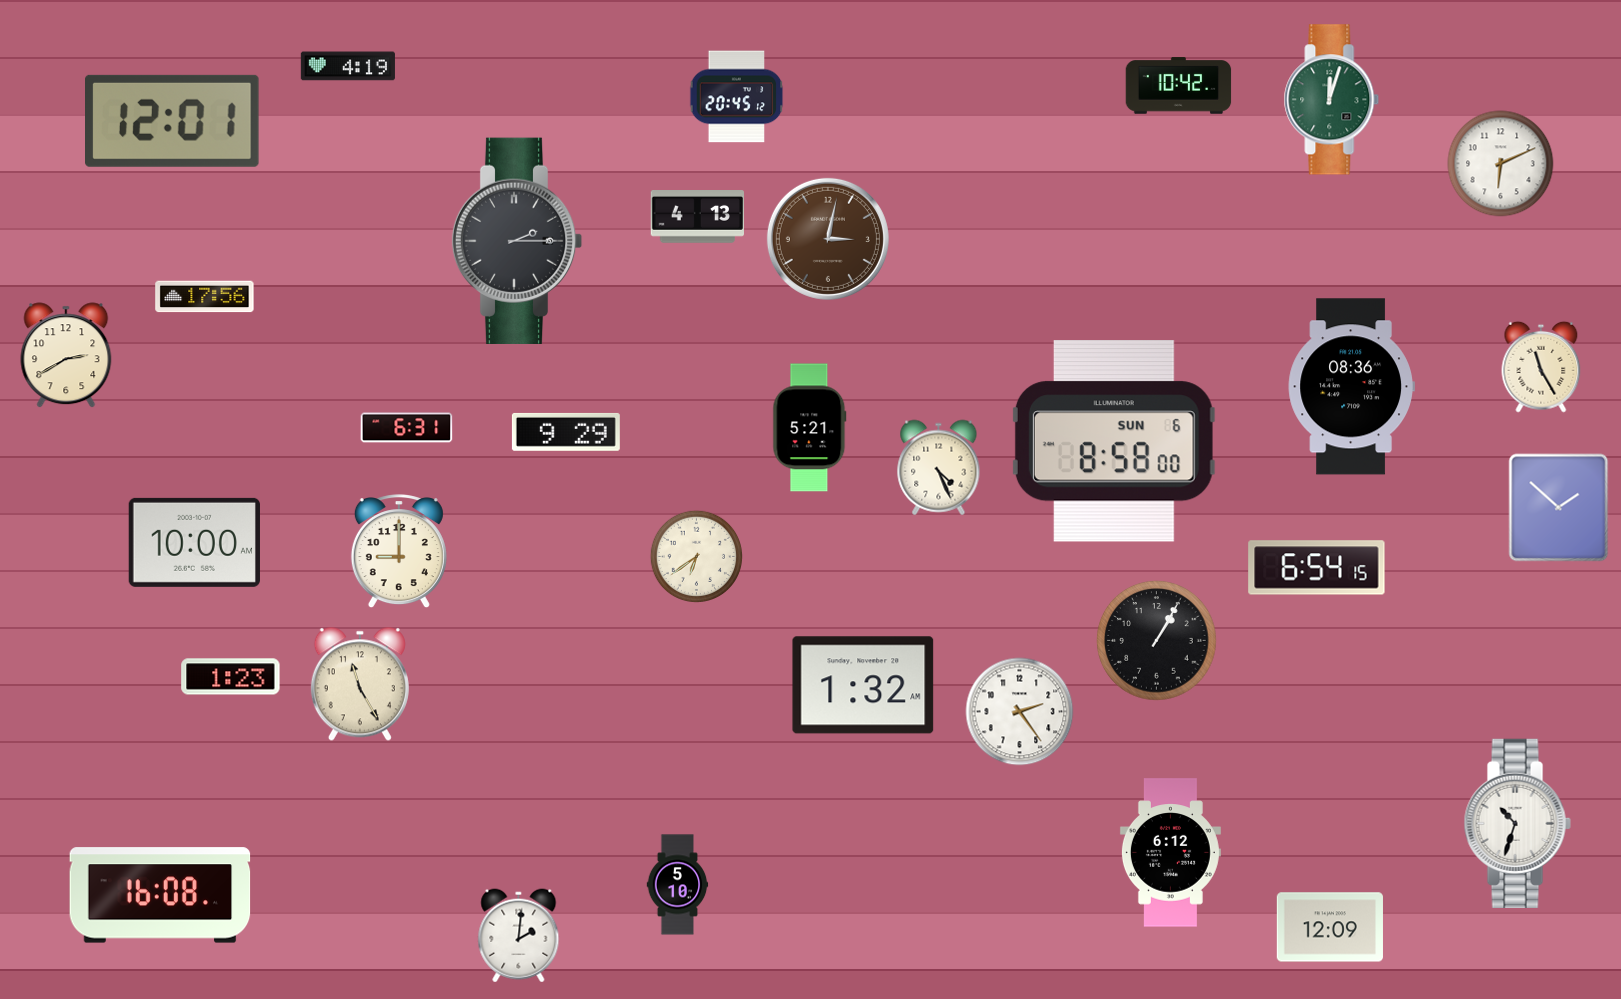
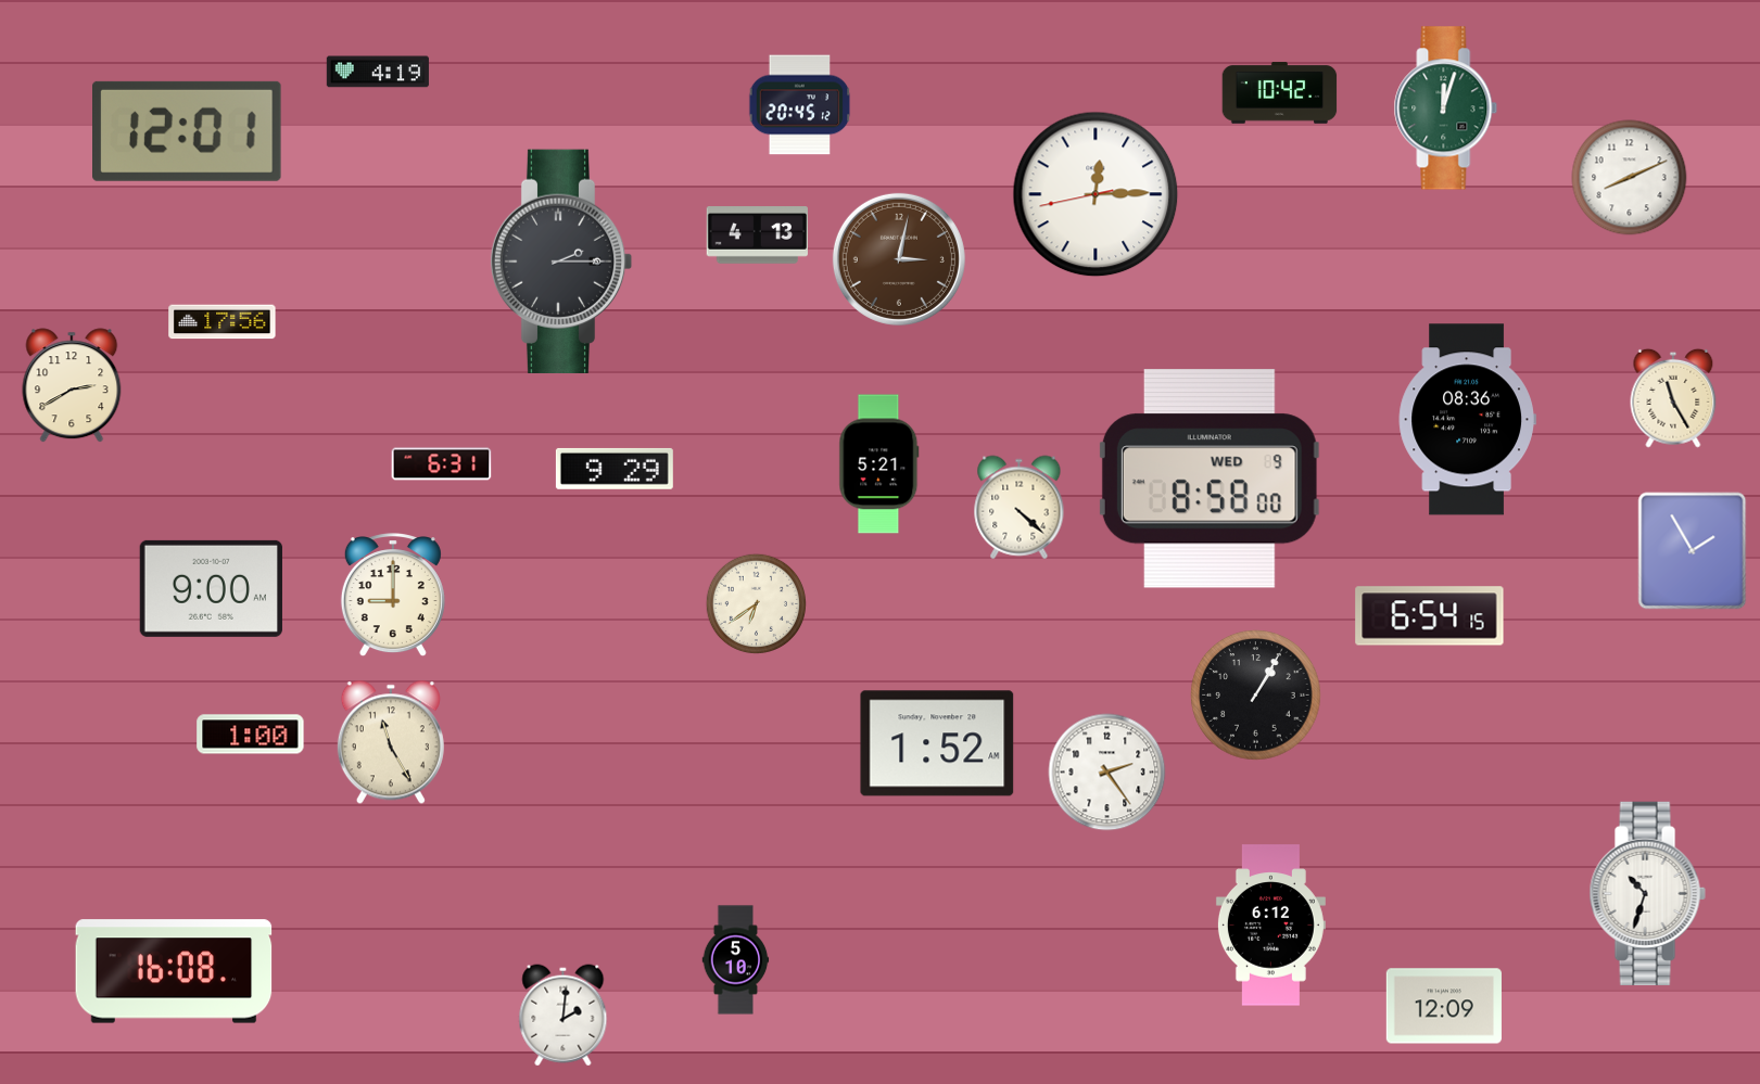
clock at (1501, 164): 6:11 -> 8:11
clock at (1096, 194): none -> 12:14
clock at (1114, 441) date: SUN 6 -> WED 9
clock at (939, 468): 4:26 -> 4:22
clock at (1559, 508): 1:52 -> 1:55
clock at (194, 542): 10:00 -> 9:00
clock at (399, 552) position: (399, 552) -> (393, 596)
clock at (231, 677): 1:23 -> 1:00
clock at (863, 685): 1:32 -> 1:52
